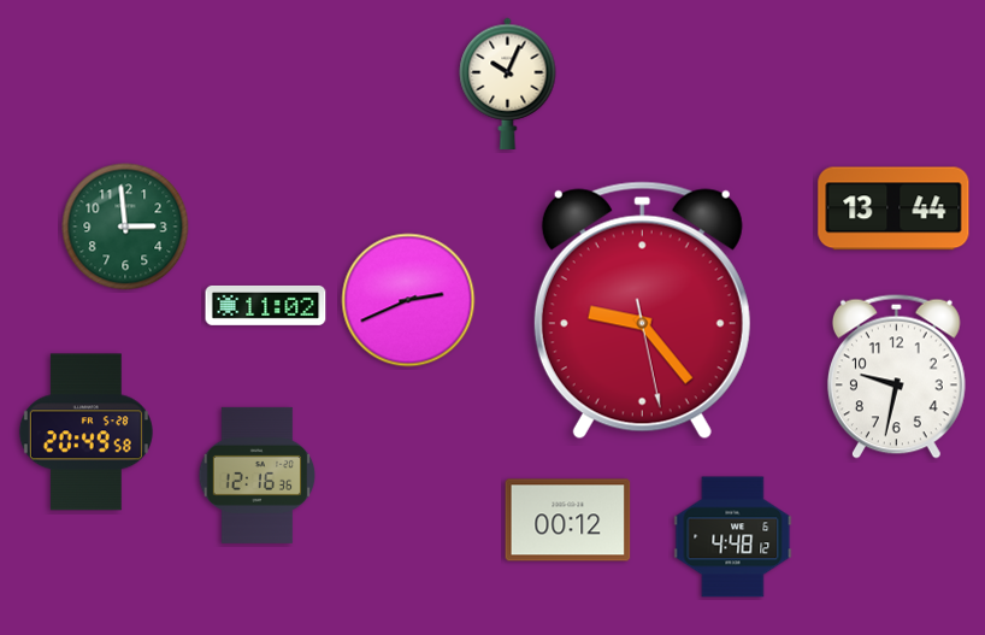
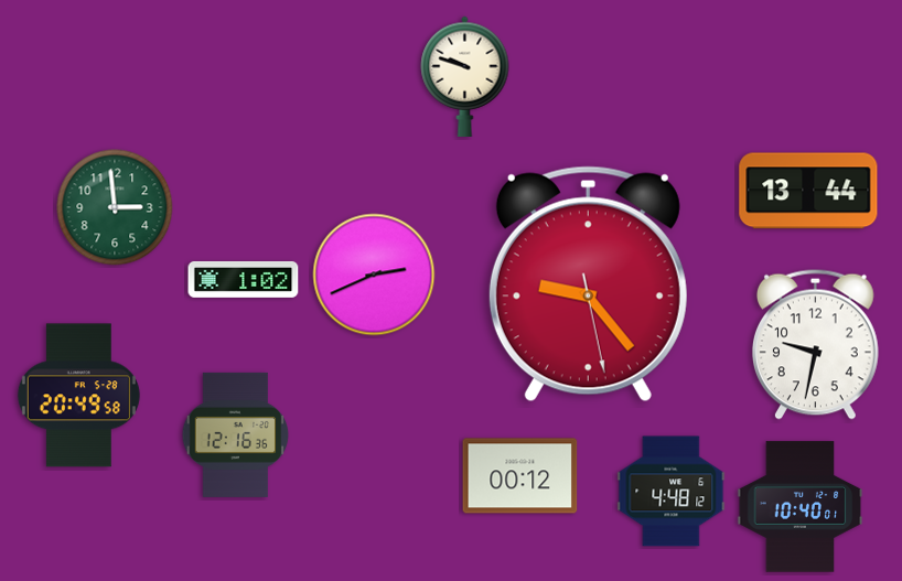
clock at (508, 83): 10:04 -> 9:48
clock at (893, 208) position: (893, 208) -> (808, 191)
clock at (266, 305): 11:02 -> 1:02
clock at (896, 376) position: (896, 376) -> (815, 344)
clock at (801, 507): none -> 10:40
